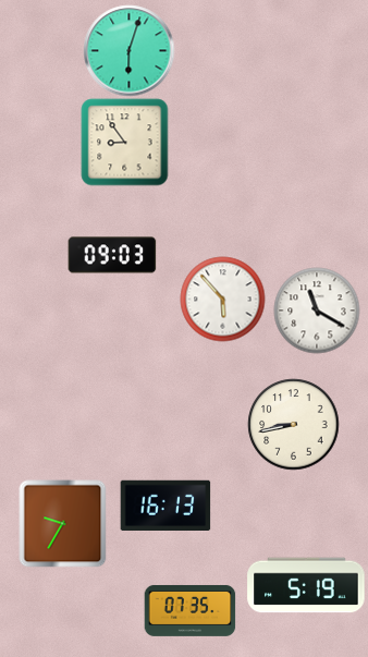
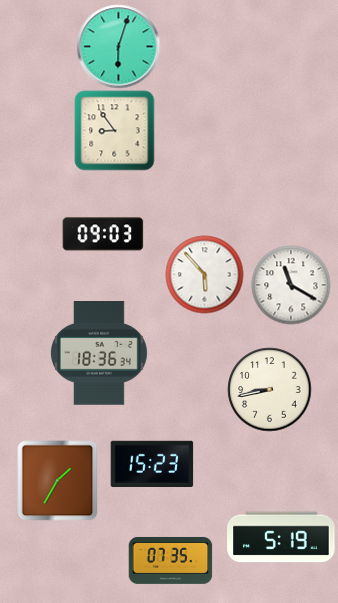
clock at (99, 354): none -> 18:36
clock at (165, 504): 16:13 -> 15:23
clock at (62, 523): 9:35 -> 1:35
clock at (189, 610) position: (189, 610) -> (170, 560)
